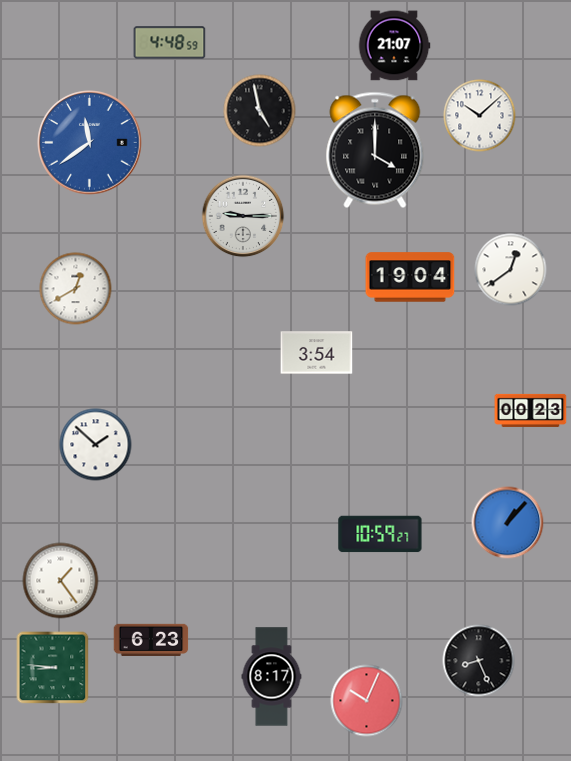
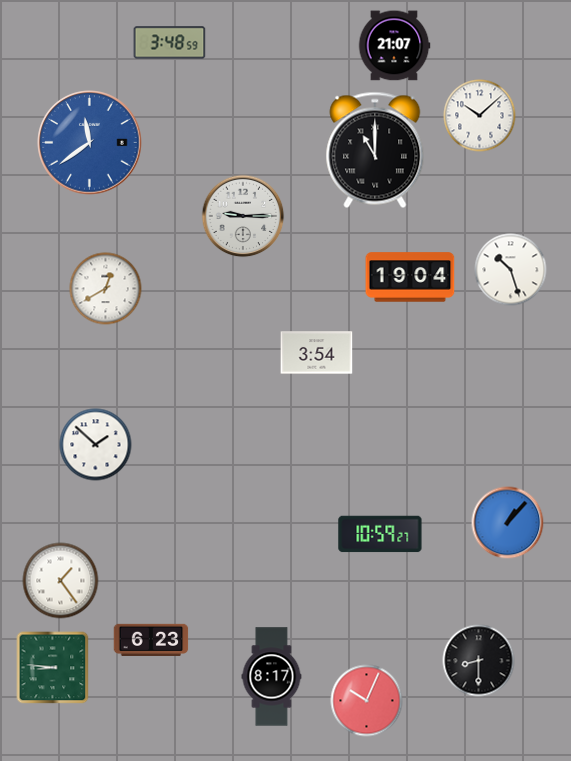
clock at (170, 43): 4:48 -> 3:48
clock at (260, 111): 4:58 -> none
clock at (375, 150): 4:00 -> 11:00
clock at (511, 270): 12:39 -> 10:27
clock at (76, 289) position: (76, 289) -> (106, 289)
clock at (531, 410): 00:23 -> none
clock at (479, 661): 8:26 -> 8:30
